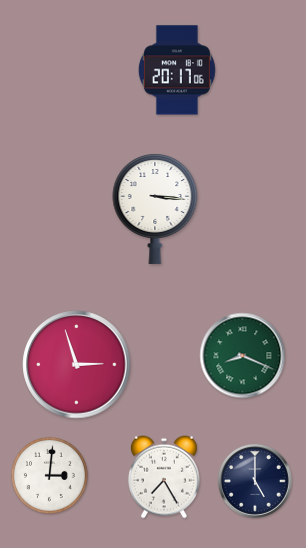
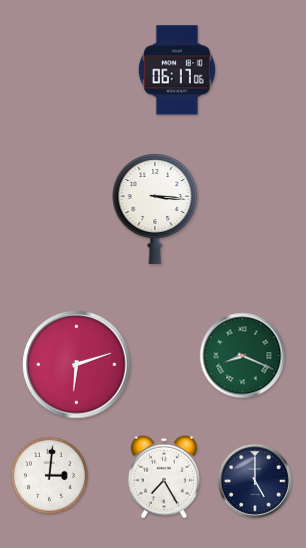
clock at (177, 70): 20:17 -> 06:17
clock at (77, 365): 2:57 -> 6:12
